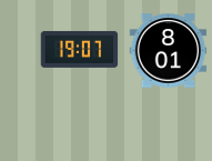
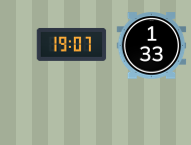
clock at (169, 51): 8:01 -> 1:33
